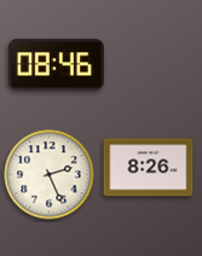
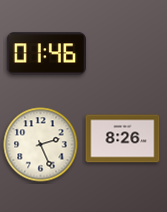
clock at (56, 65): 08:46 -> 01:46
